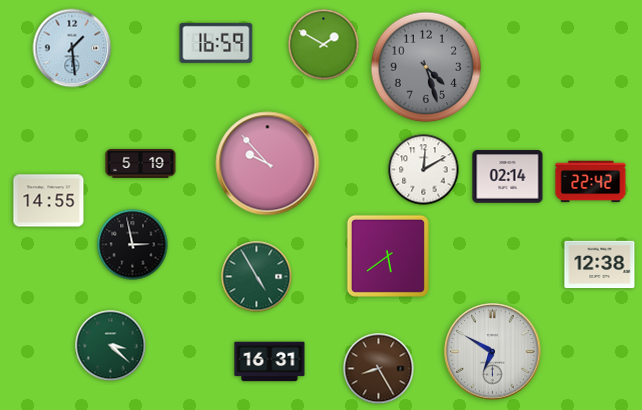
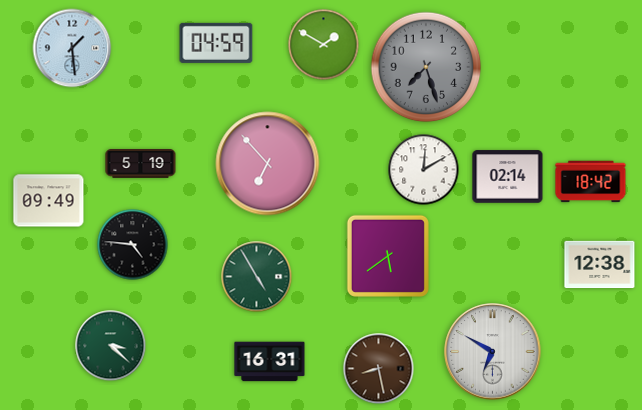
clock at (216, 43): 16:59 -> 04:59
clock at (426, 67): 4:27 -> 7:27
clock at (268, 164): 9:53 -> 6:53
clock at (591, 182): 22:42 -> 18:42
clock at (49, 201): 14:55 -> 09:49
clock at (133, 245): 2:58 -> 4:46
clock at (379, 369): 8:25 -> 8:28
